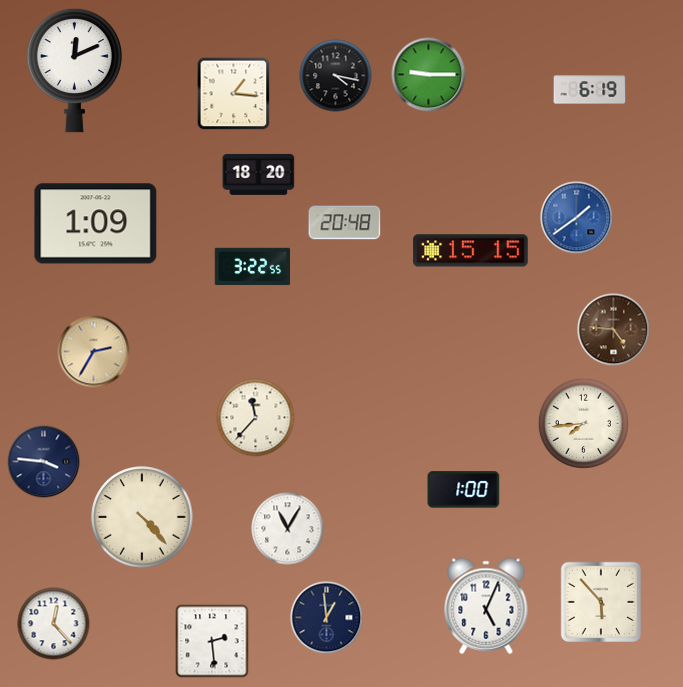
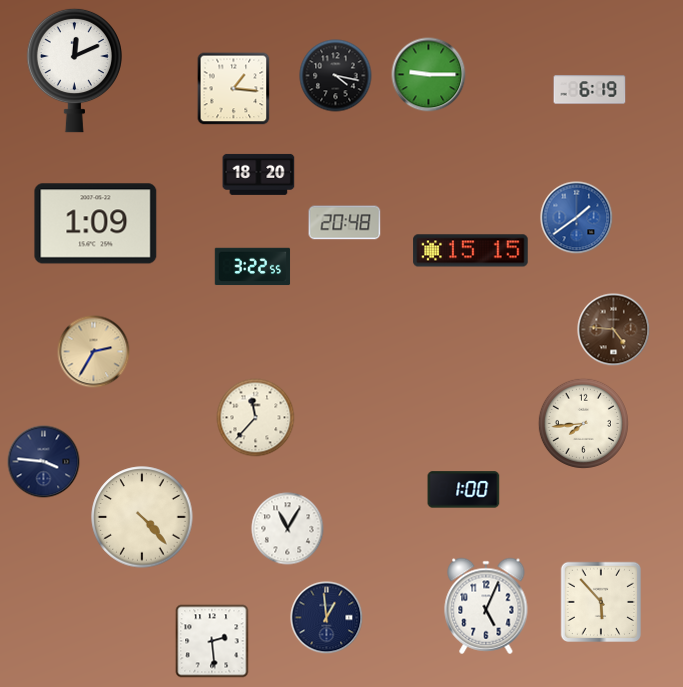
clock at (234, 94) position: (234, 94) -> (234, 89)
clock at (54, 624): 12:23 -> none
